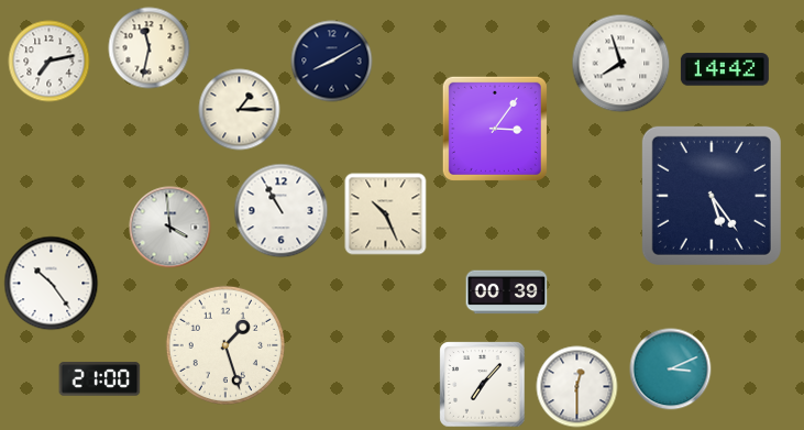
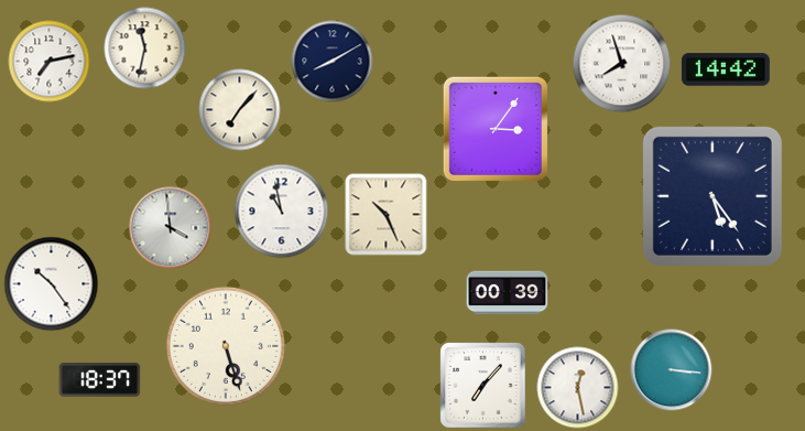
clock at (150, 48) position: (150, 48) -> (145, 49)
clock at (240, 110): 1:15 -> 7:07
clock at (282, 211): 10:55 -> 10:58
clock at (225, 345): 1:27 -> 5:27
clock at (671, 370): 3:11 -> 3:16
clock at (100, 379): 21:00 -> 18:37
clock at (577, 387): 12:30 -> 12:28
